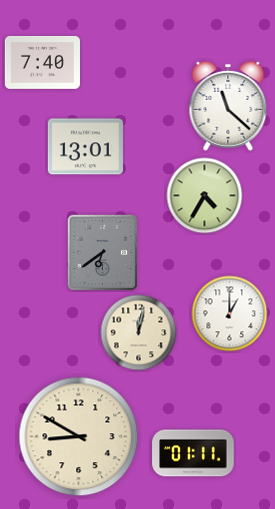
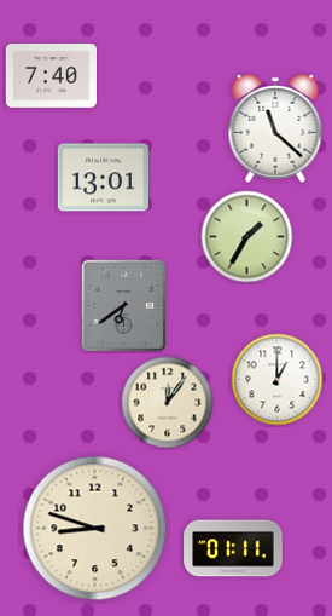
clock at (205, 196): 4:35 -> 1:35
clock at (139, 333): 12:02 -> 12:06
clock at (79, 437): 8:50 -> 8:48
